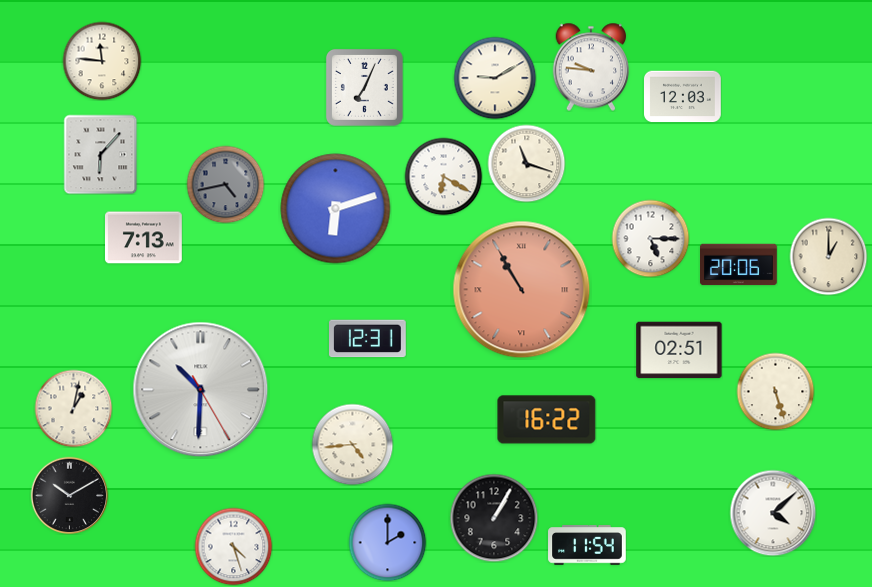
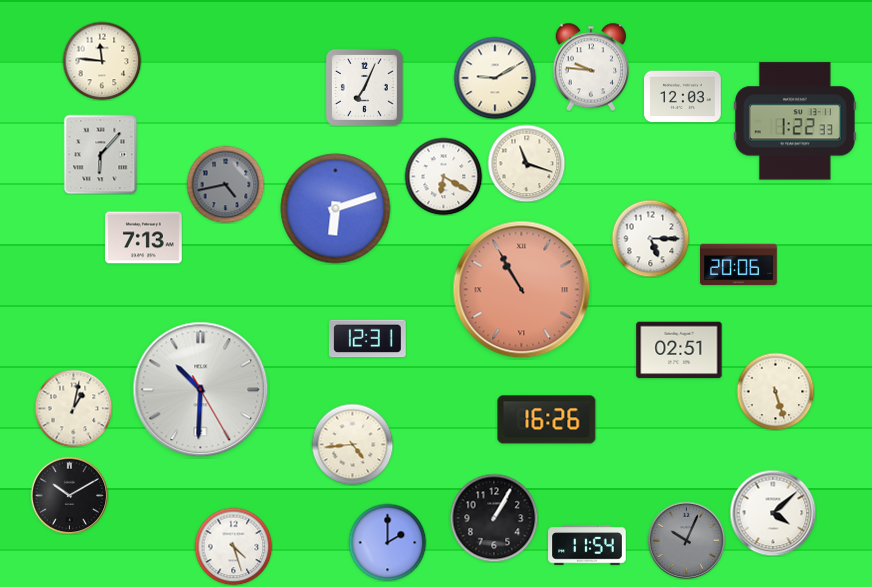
clock at (795, 121): none -> 1:22
clock at (828, 256): 1:00 -> none
clock at (547, 420): 16:22 -> 16:26
clock at (686, 540): none -> 10:04
